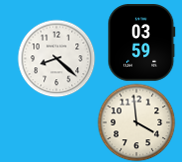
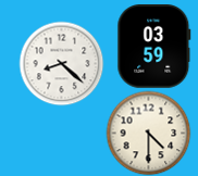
clock at (136, 122): 3:59 -> 4:30
